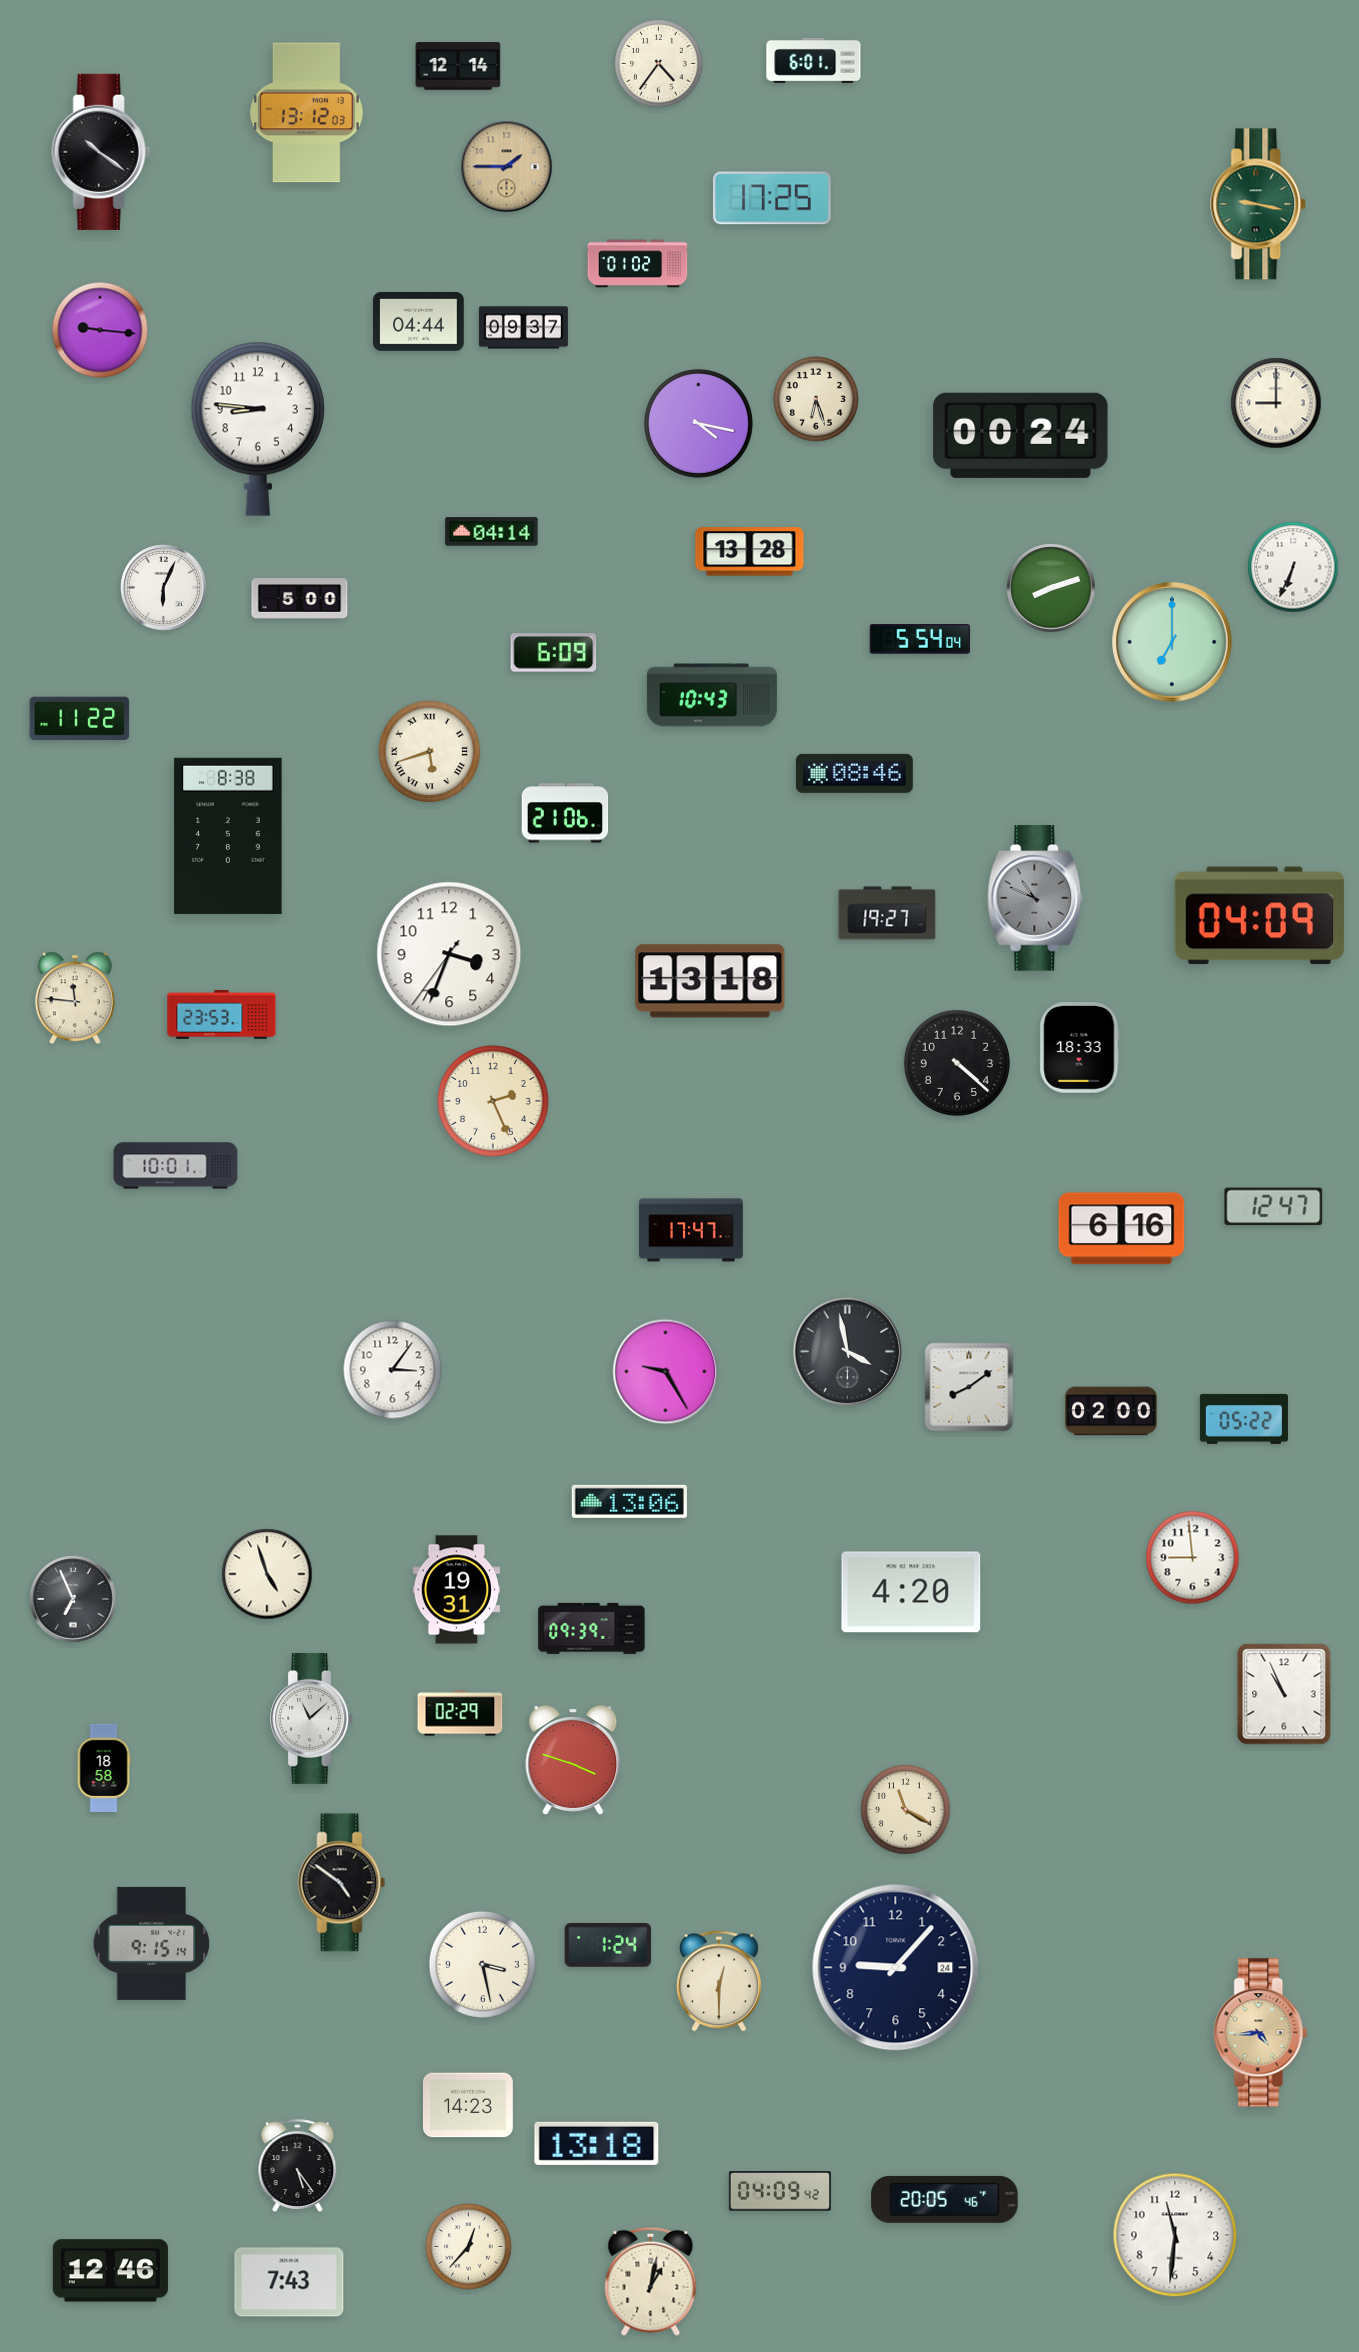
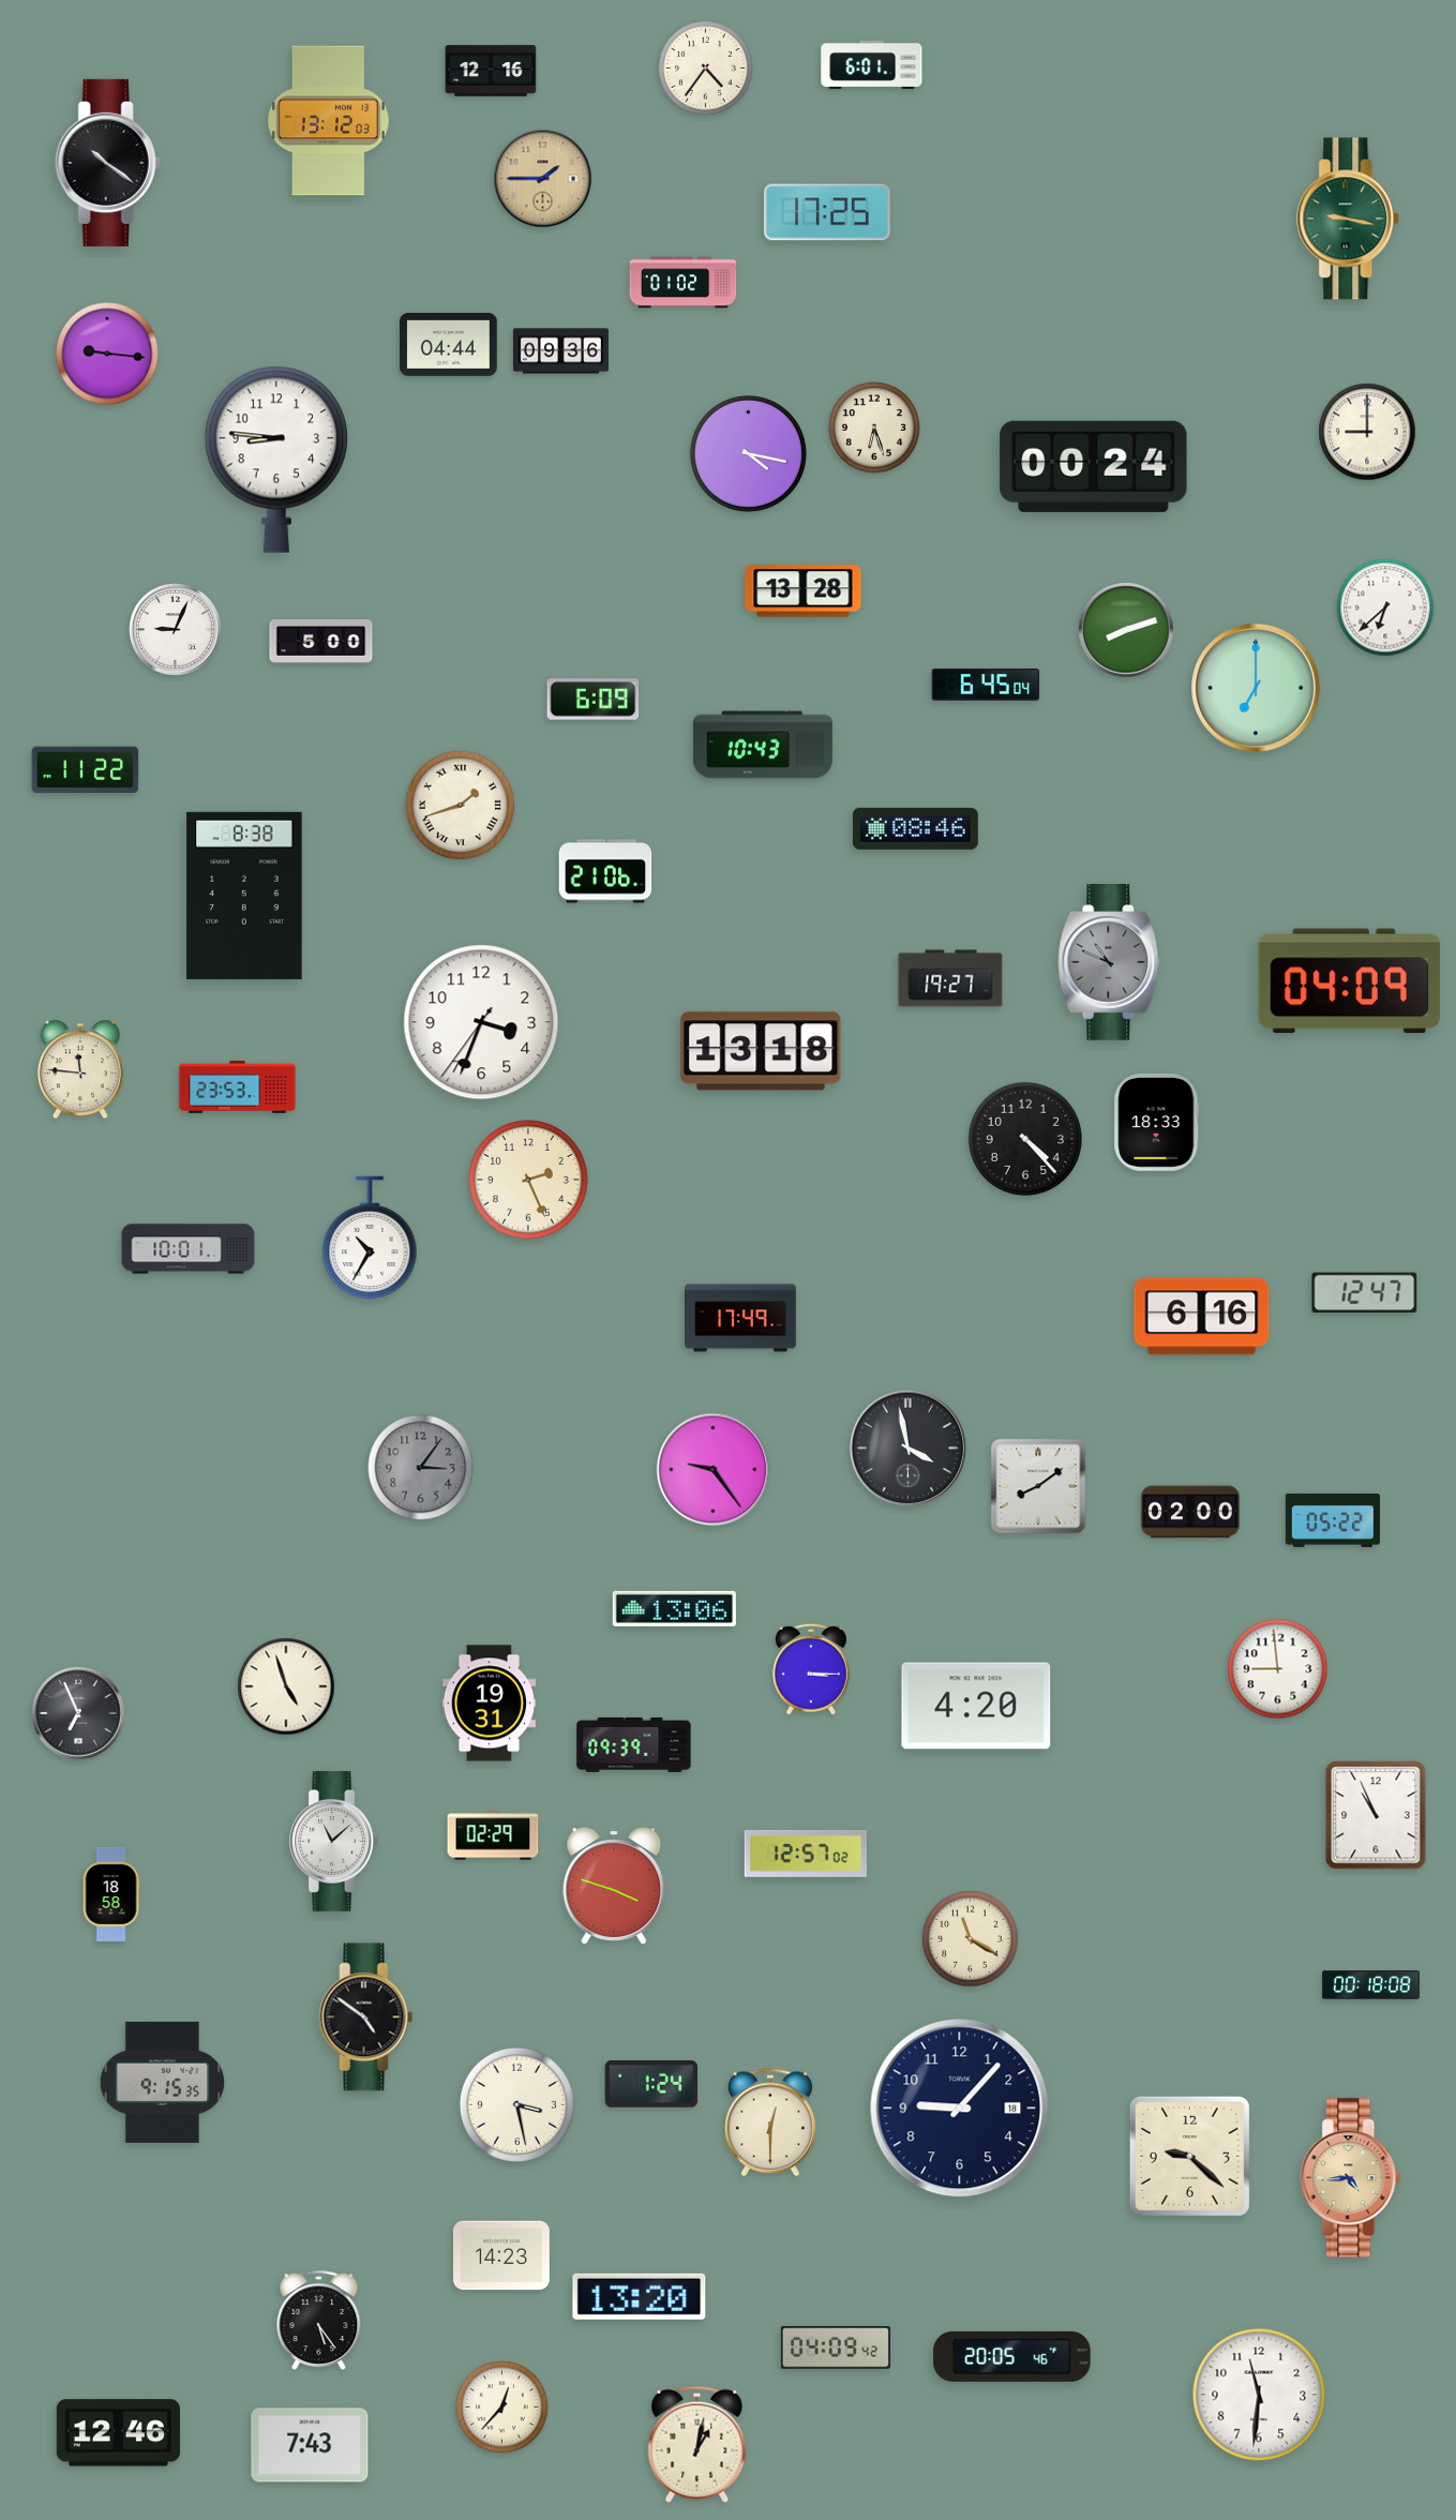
clock at (458, 66): 12:14 -> 12:16
clock at (523, 328): 09:37 -> 09:36
clock at (492, 532): 04:14 -> none
clock at (1293, 567): 6:34 -> 6:38
clock at (164, 588): 6:04 -> 9:04
clock at (920, 639): 5:54 -> 6:45
clock at (430, 752): 5:42 -> 1:42
clock at (957, 1063): 4:22 -> 4:23
clock at (370, 1237): none -> 10:35
clock at (692, 1230): 17:47 -> 17:49
clock at (393, 1370) dial: white -> grey
clock at (666, 1372): 9:25 -> 9:24
clock at (811, 1669): none -> 3:15
clock at (806, 1854): none -> 12:57
clock at (1371, 1985): none -> 00:18
clock at (152, 1943): 9:15:14 -> 9:15:35
clock at (896, 1968) date: 24 -> 18
clock at (1189, 2156): none -> 9:22
clock at (597, 2143): 13:18 -> 13:20
